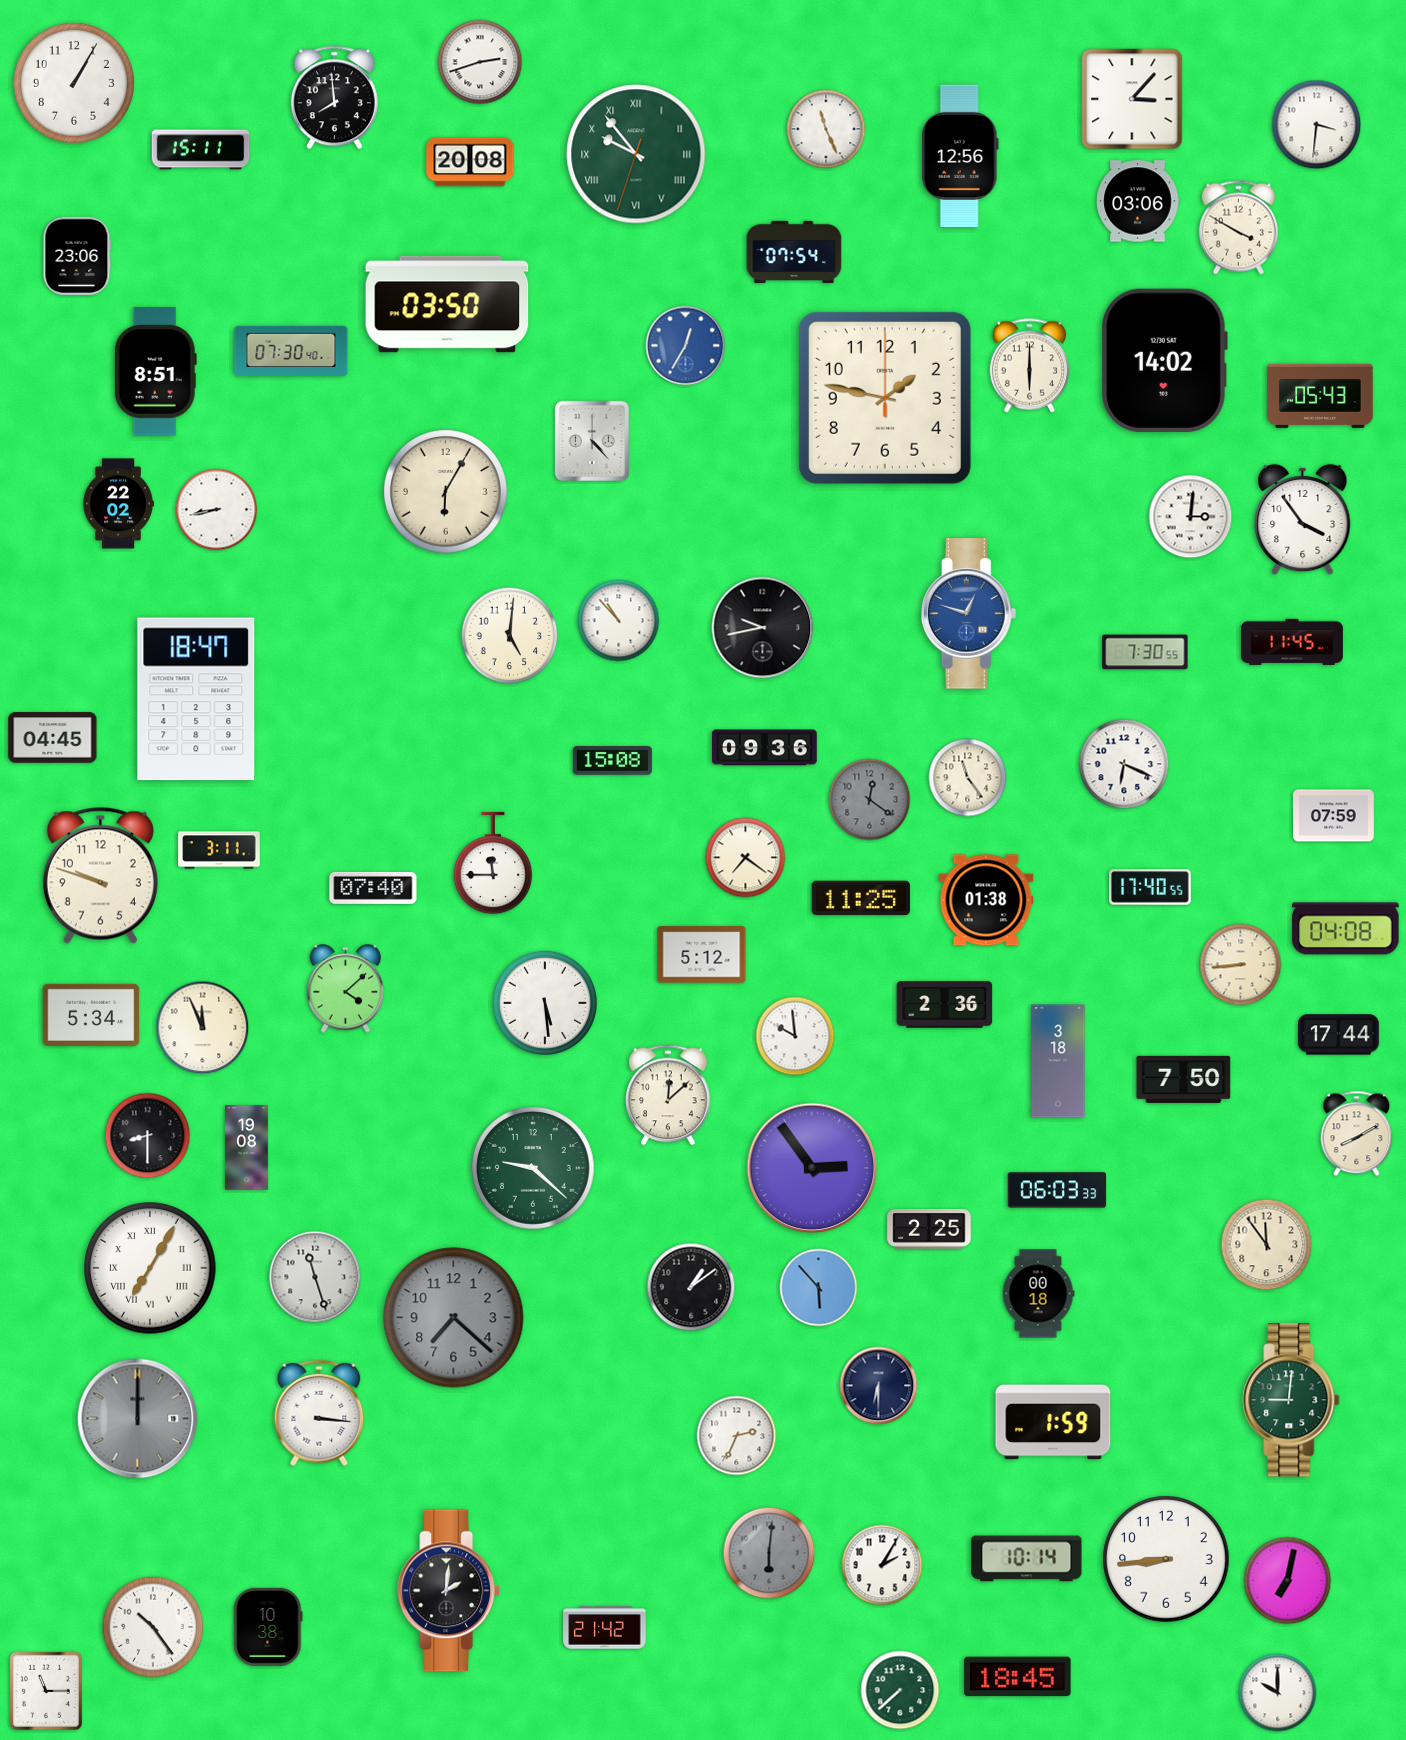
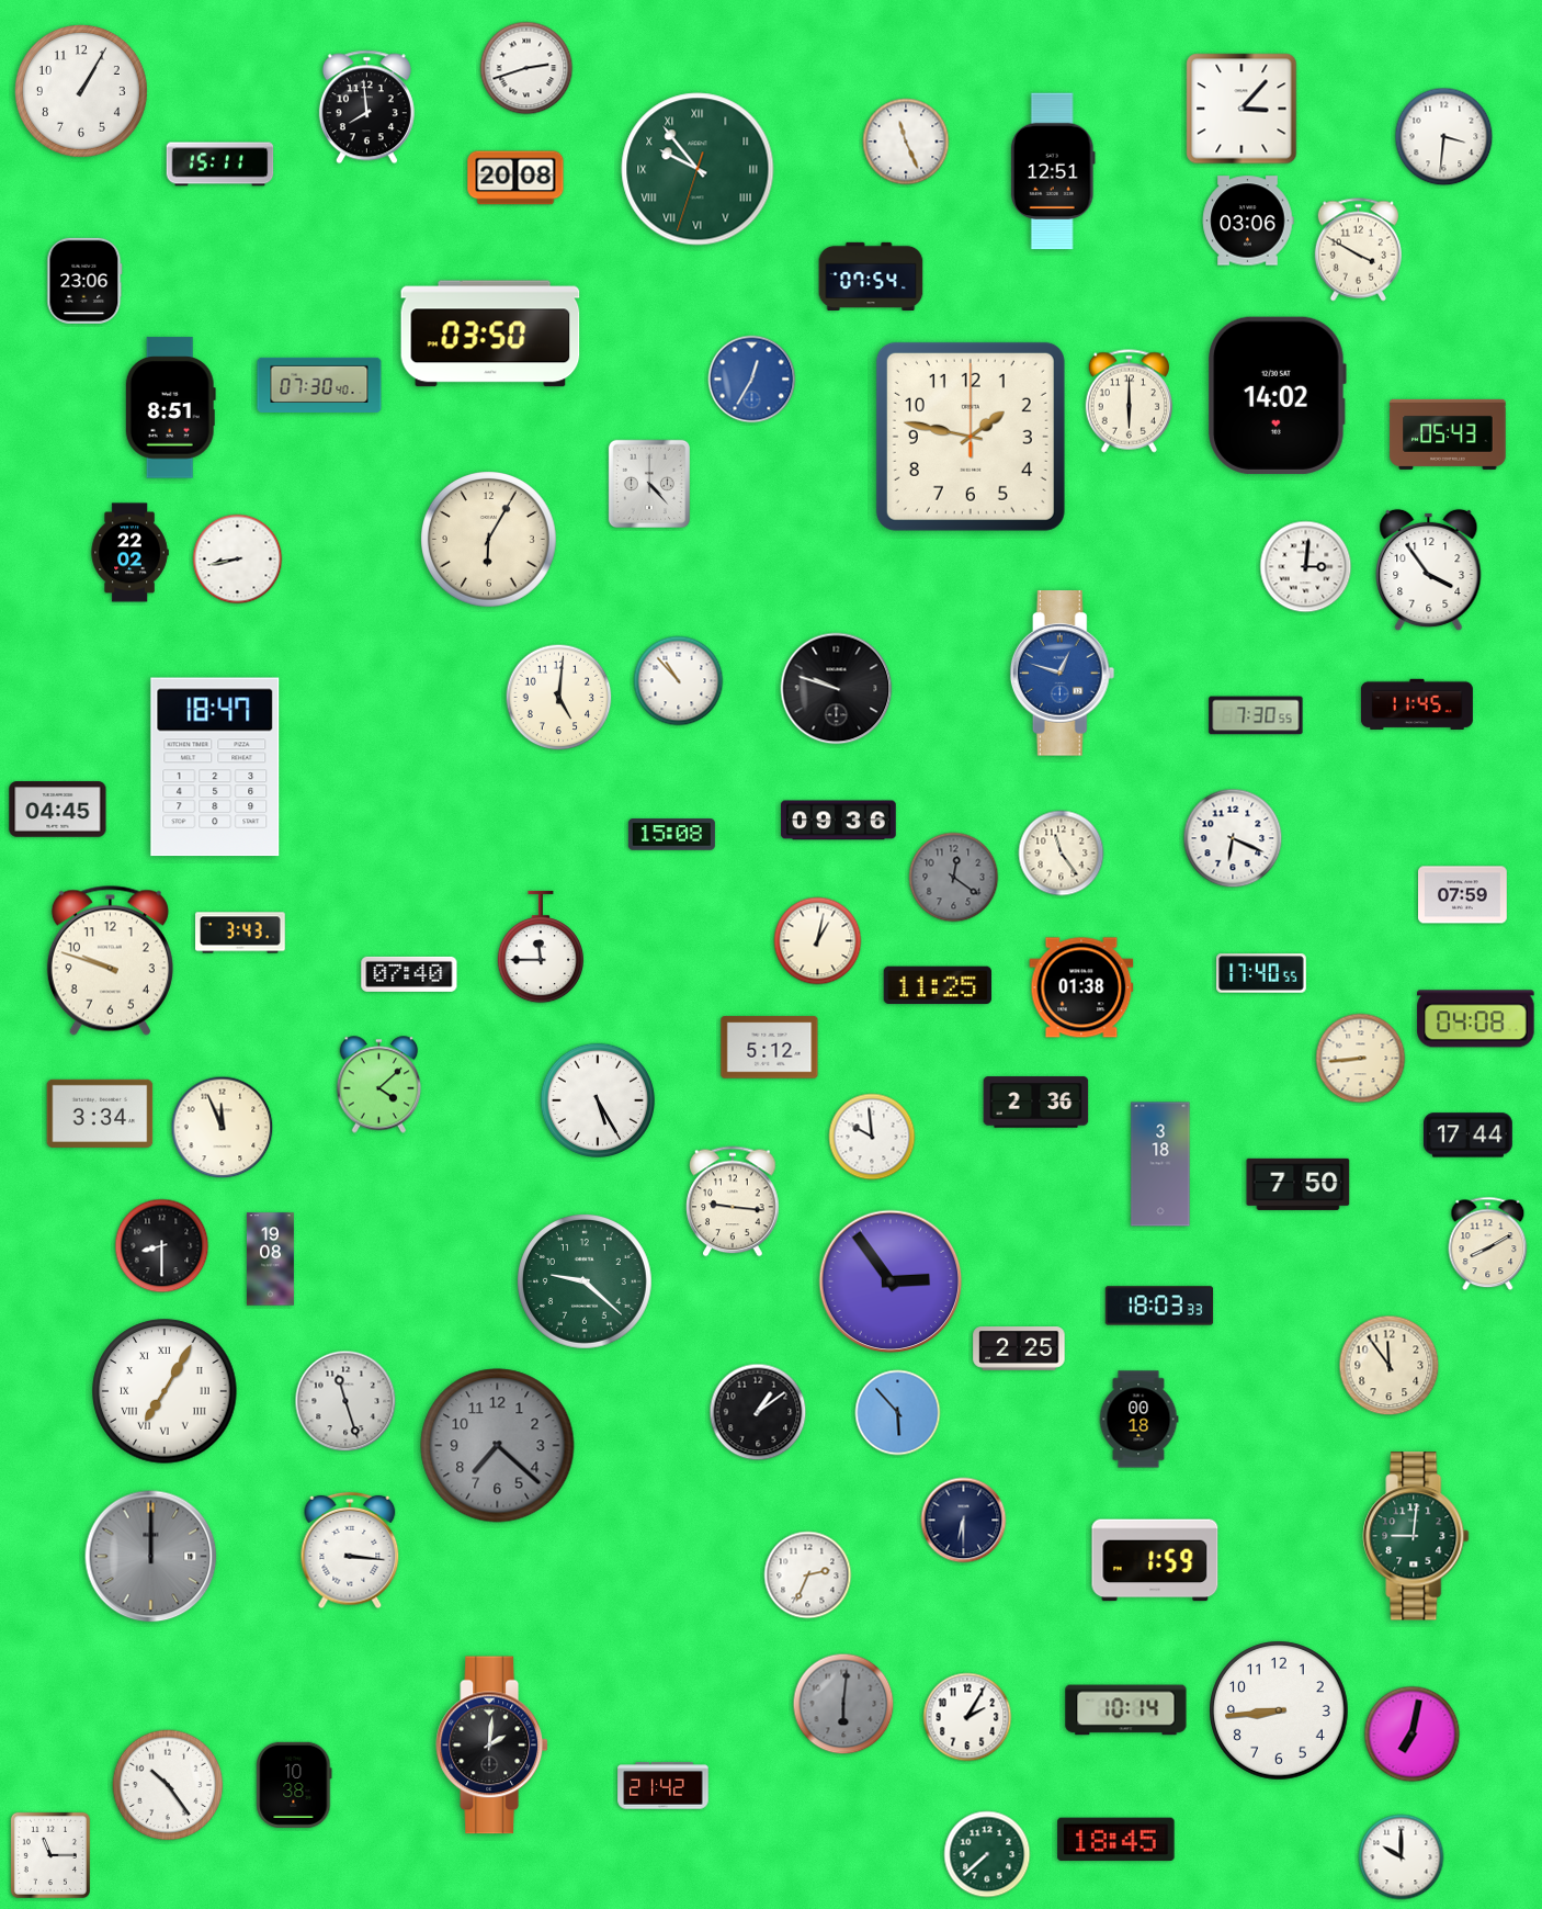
clock at (960, 156): 12:56 -> 12:51
clock at (763, 628): 9:43 -> 9:48
clock at (219, 850): 3:11 -> 3:43
clock at (746, 858): 7:21 -> 1:02
clock at (860, 898) position: (860, 898) -> (937, 985)
clock at (544, 1002): 5:29 -> 5:25
clock at (91, 1015): 5:34 -> 3:34
clock at (668, 1095): 12:08 -> 9:16
clock at (1057, 1190): 06:03 -> 18:03
